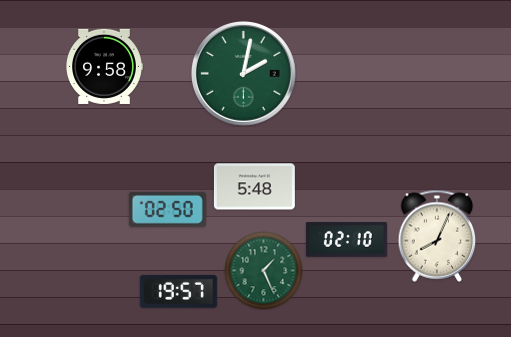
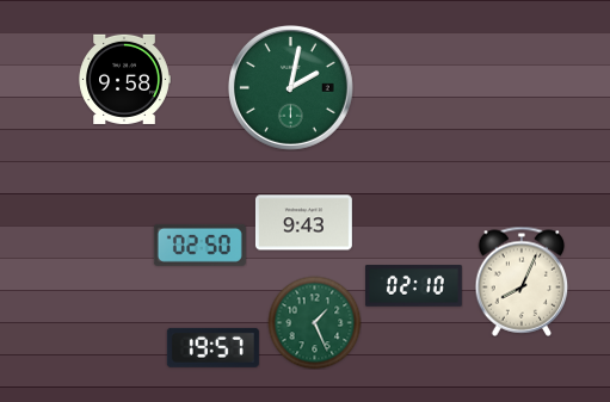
clock at (254, 187): 5:48 -> 9:43
clock at (167, 209) position: (167, 209) -> (199, 245)
